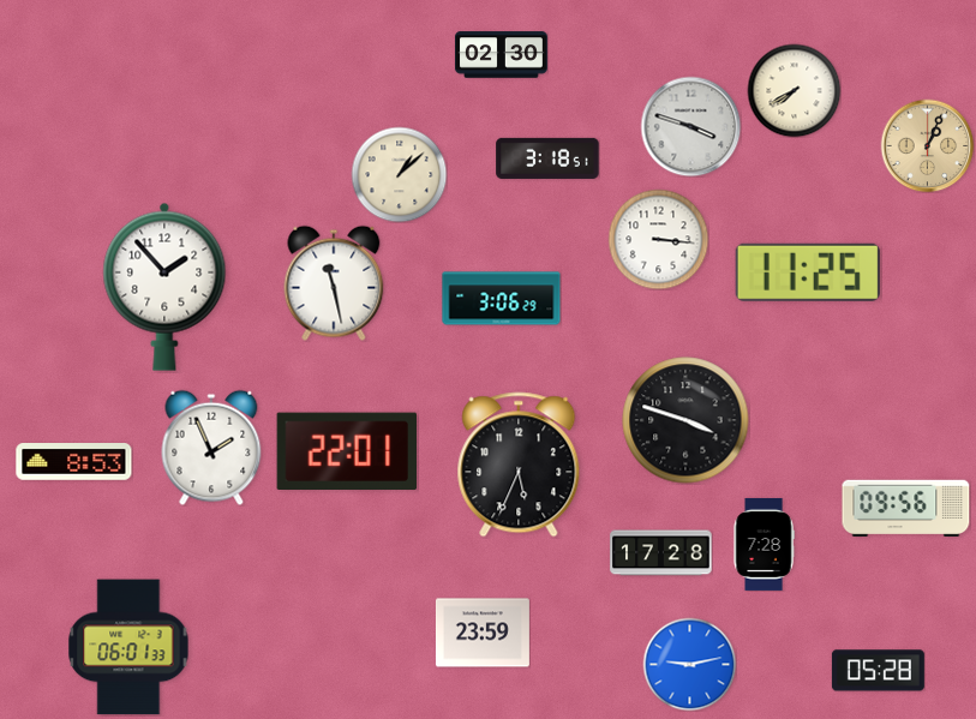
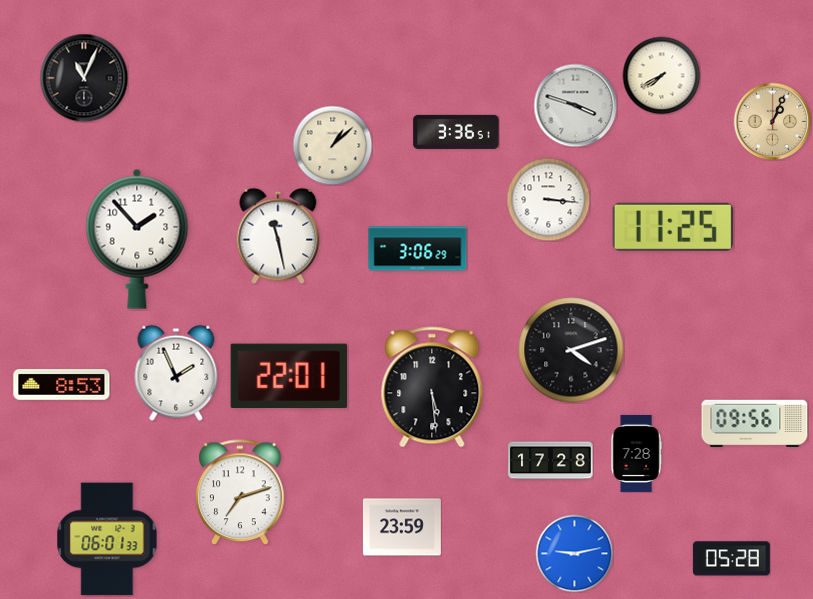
clock at (501, 55): 02:30 -> none
clock at (84, 78): none -> 11:04
clock at (547, 158): 3:18 -> 3:36
clock at (685, 420): 3:48 -> 4:12
clock at (519, 465): 5:34 -> 5:29
clock at (240, 492): none -> 7:12
